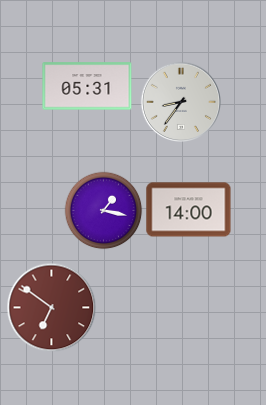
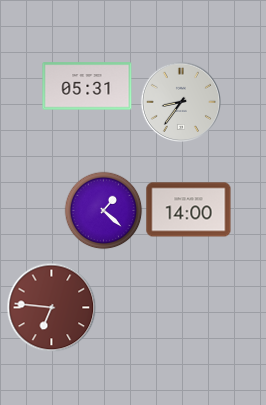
clock at (103, 210): 1:17 -> 1:22
clock at (51, 307): 6:51 -> 6:46
